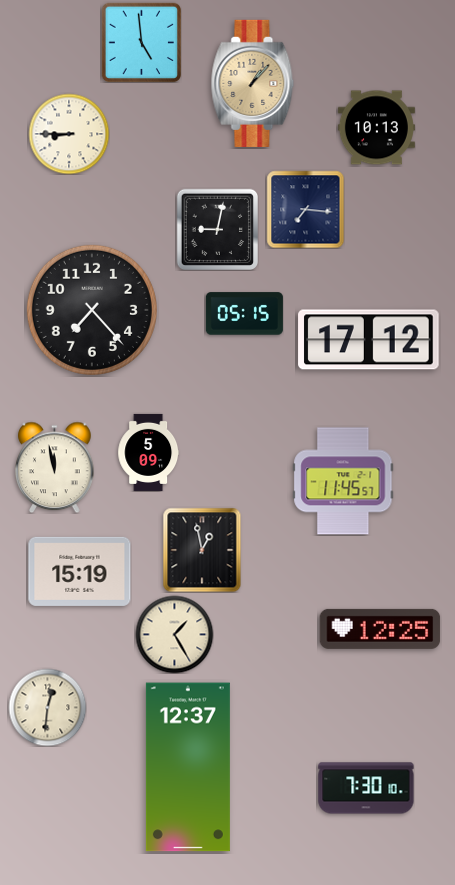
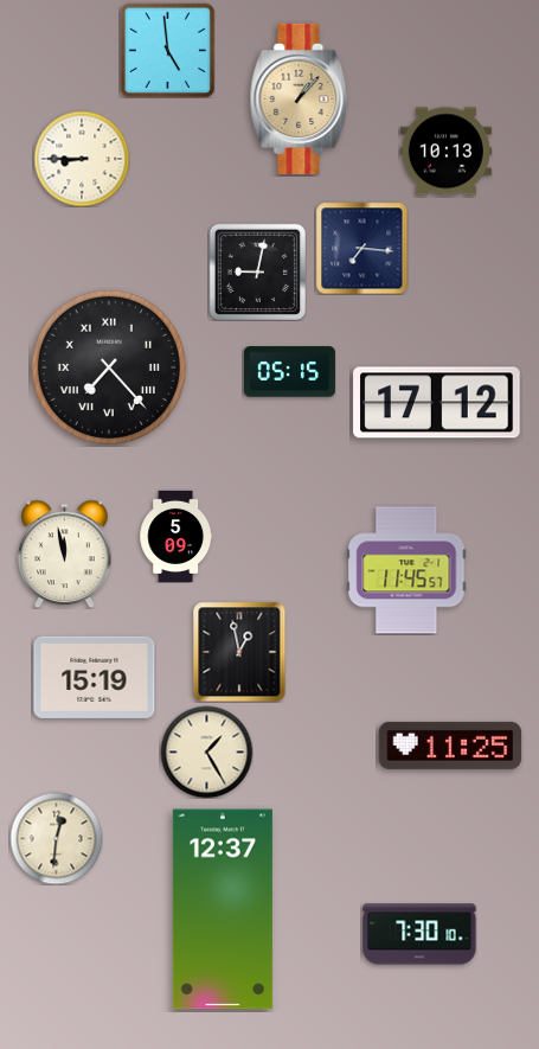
clock at (92, 310) numerals: Arabic -> Roman
clock at (380, 629): 12:25 -> 11:25
clock at (366, 788) position: (366, 788) -> (419, 934)
